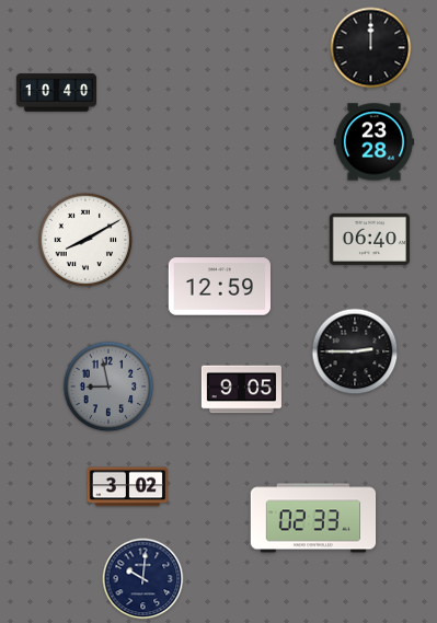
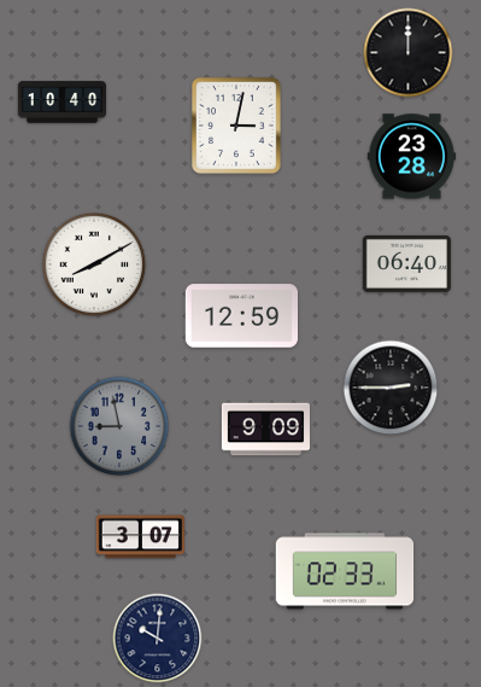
clock at (236, 126): none -> 3:02
clock at (241, 390): 9:05 -> 9:09
clock at (127, 487): 3:02 -> 3:07
